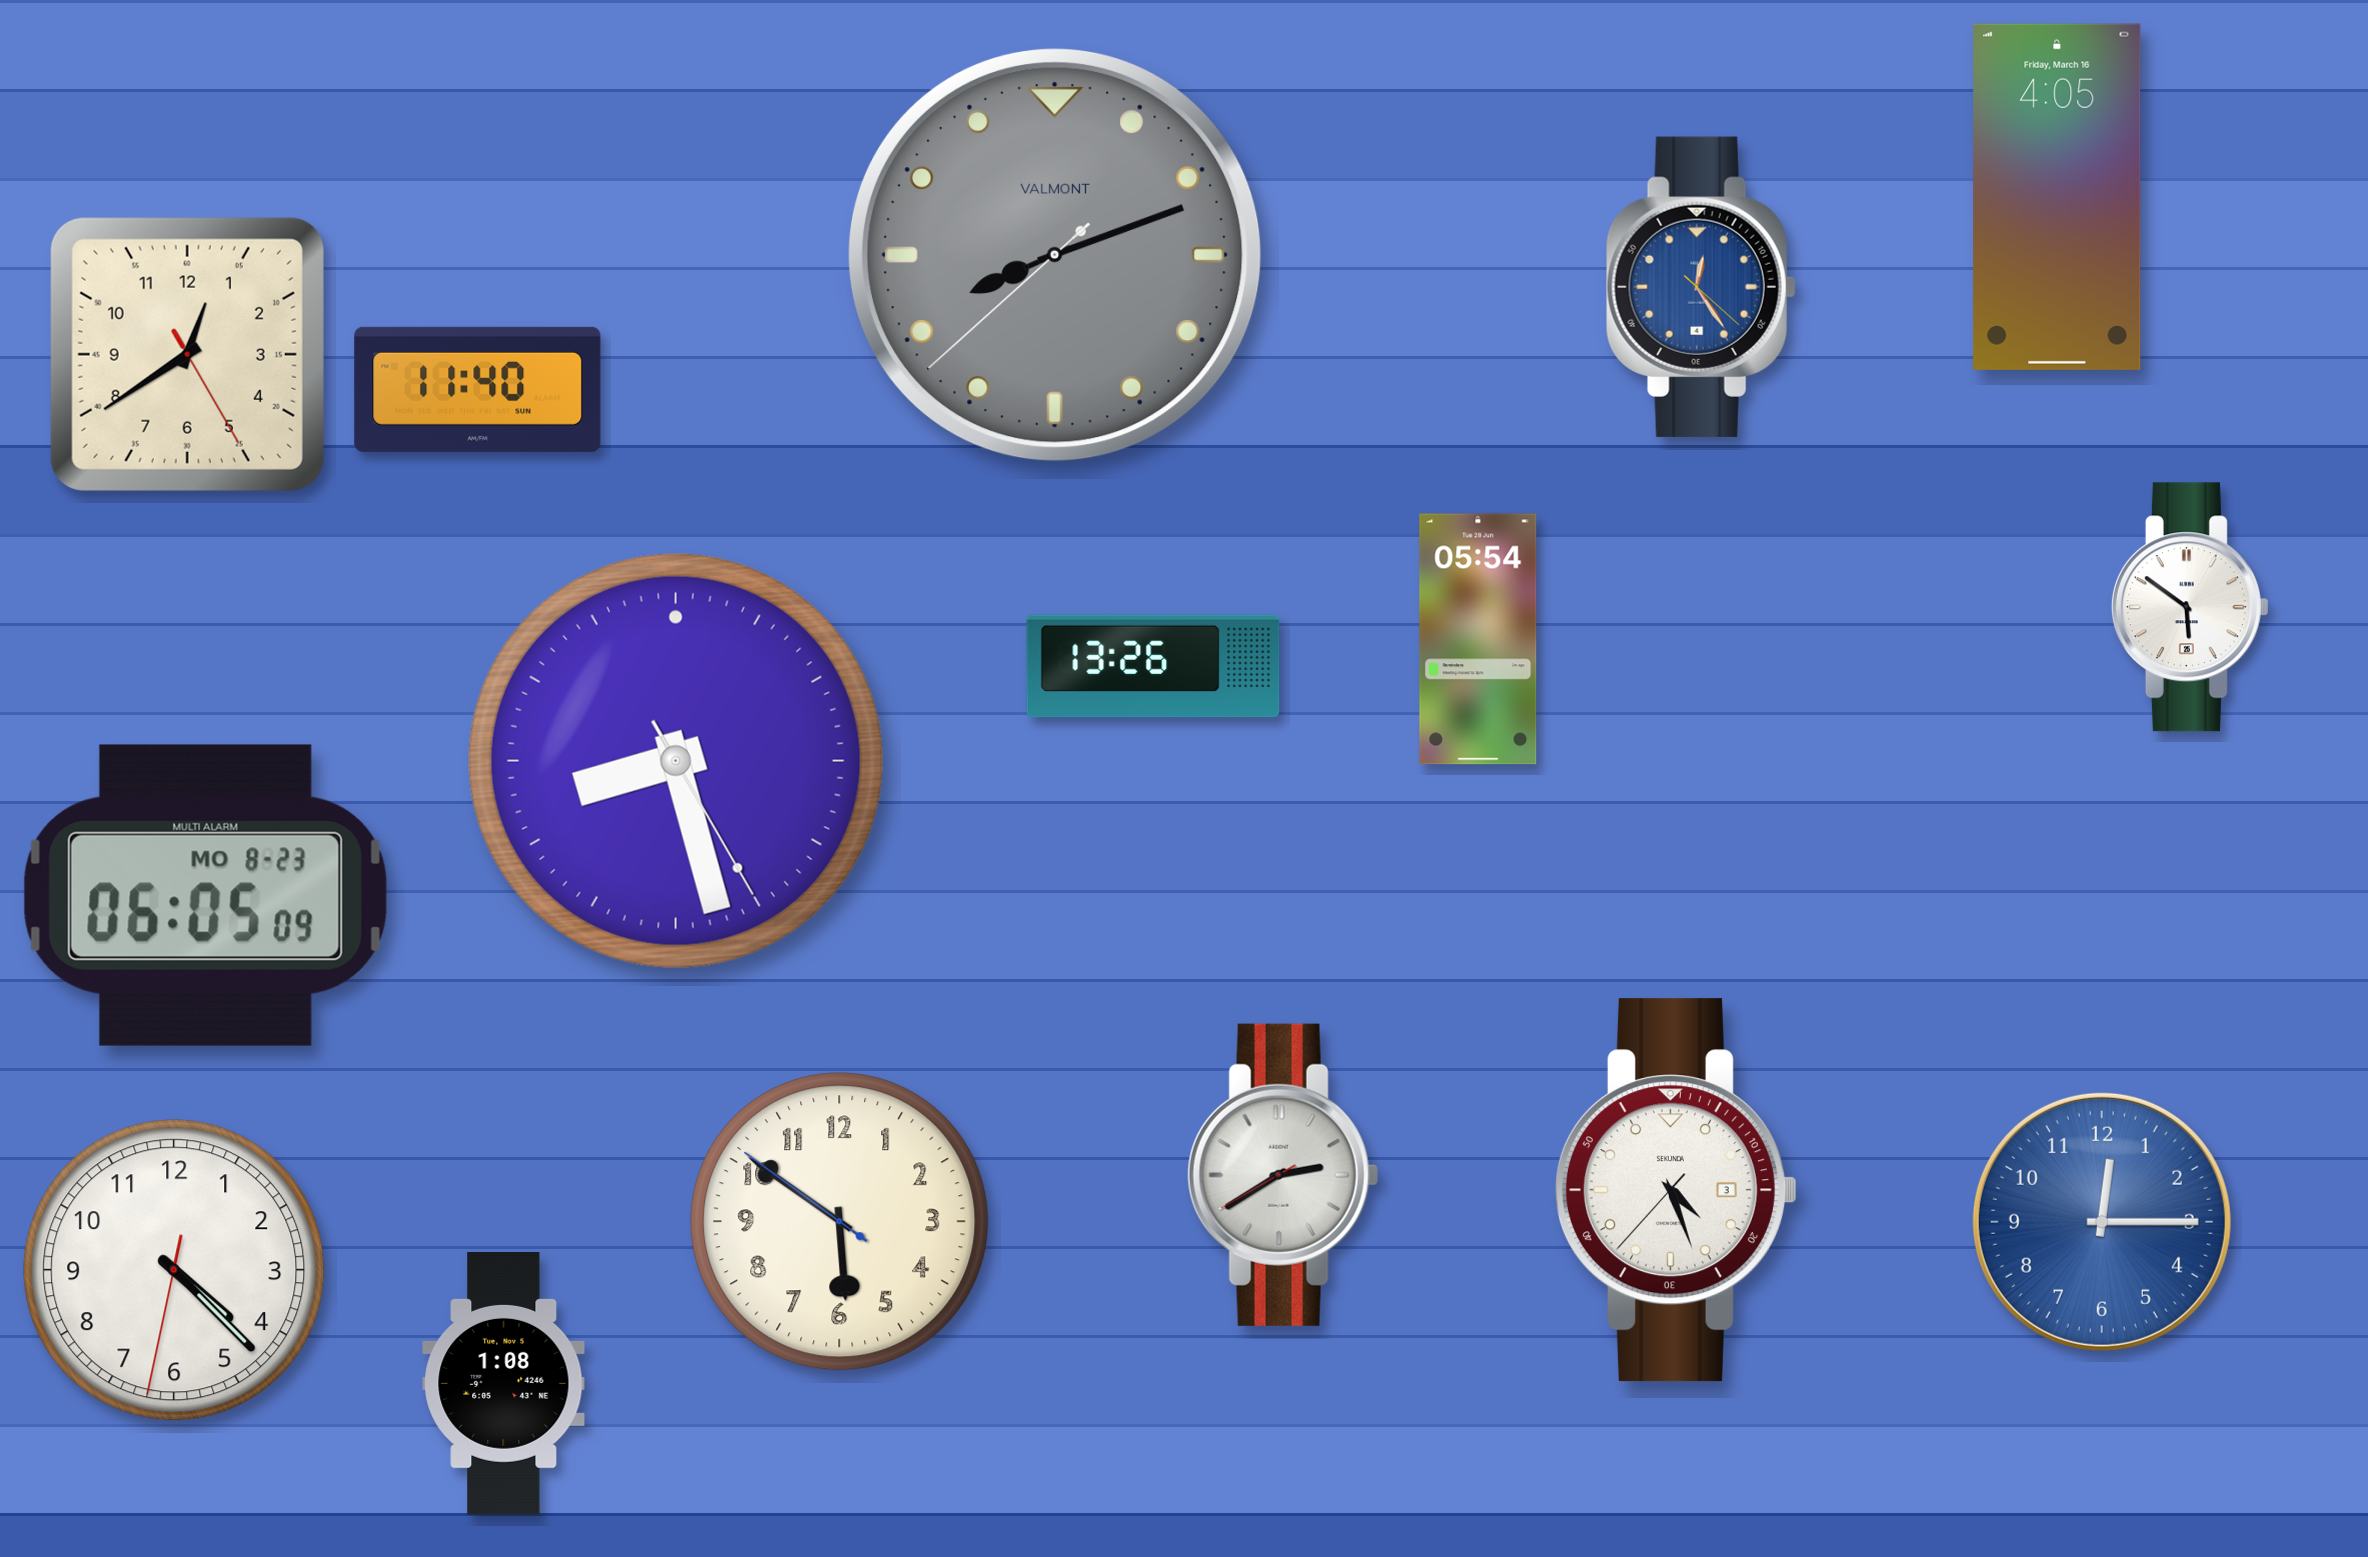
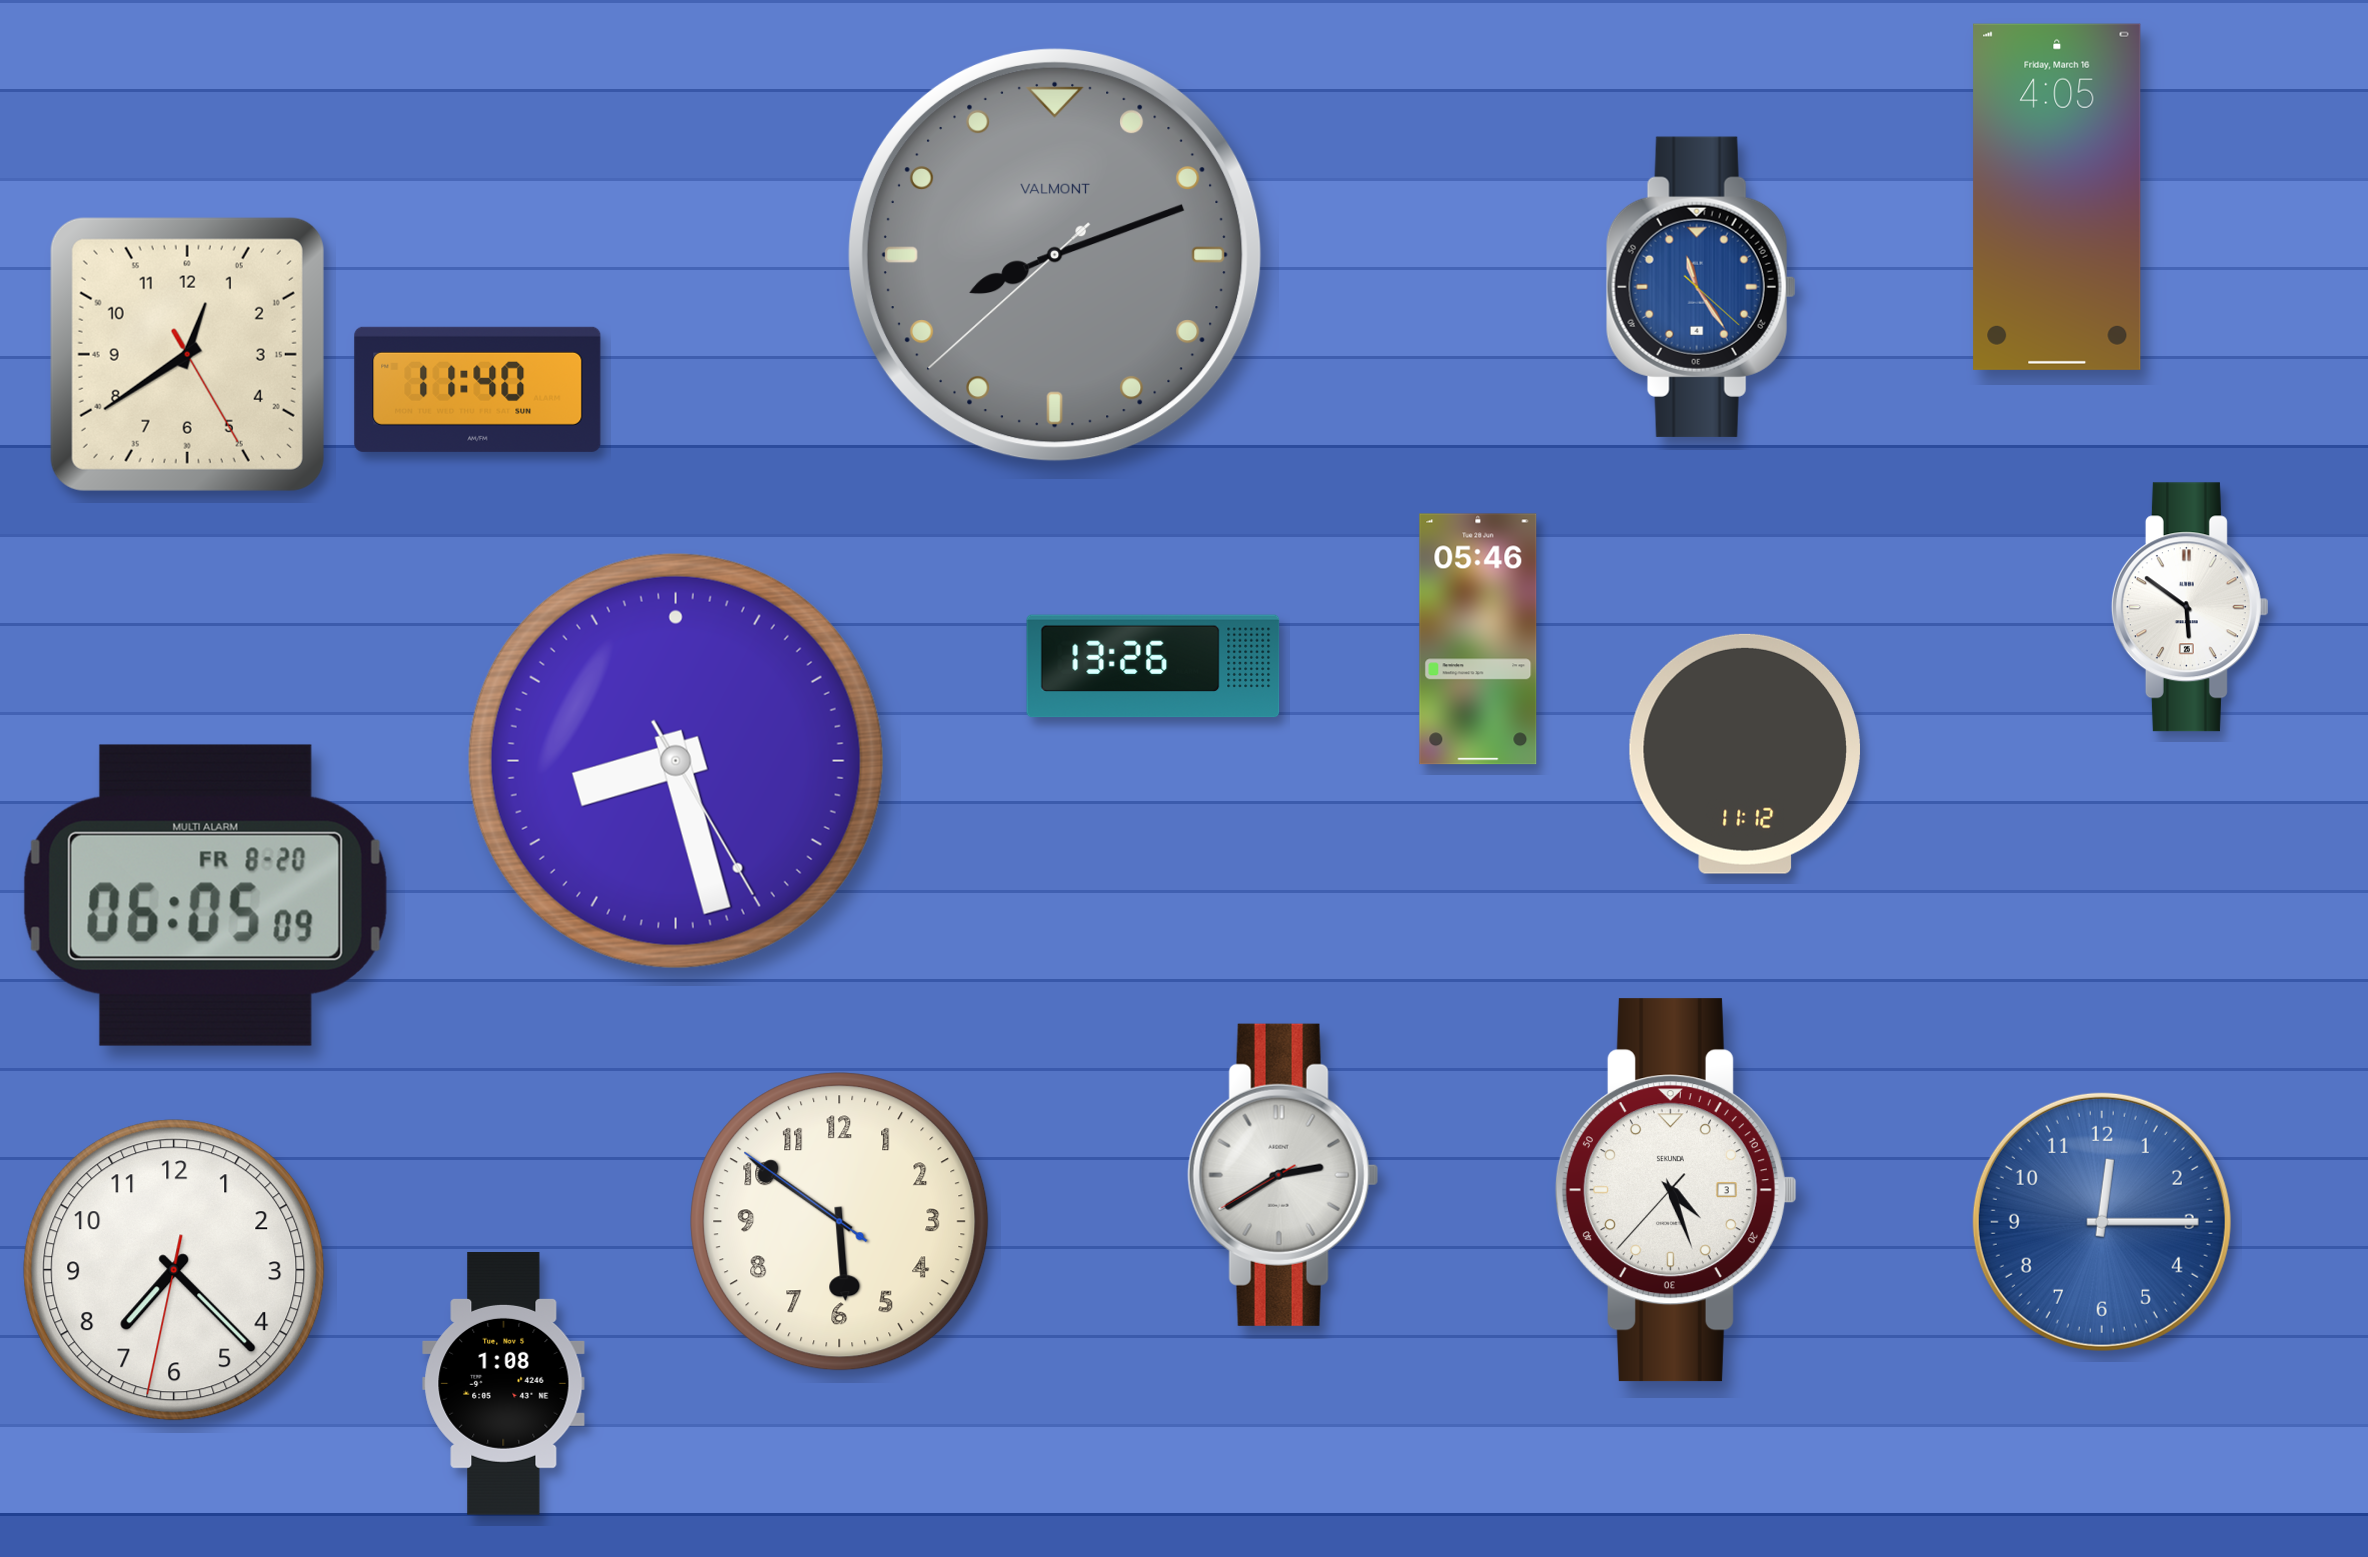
clock at (1701, 287): 12:24 -> 11:24
clock at (1478, 639): 05:54 -> 05:46
clock at (1745, 754): none -> 11:12
clock at (205, 895) date: MO 8-23 -> FR 8-20
clock at (174, 1270): 4:22 -> 7:22
